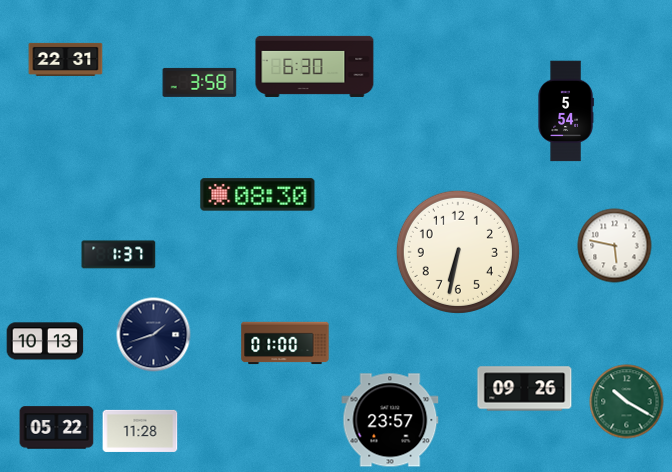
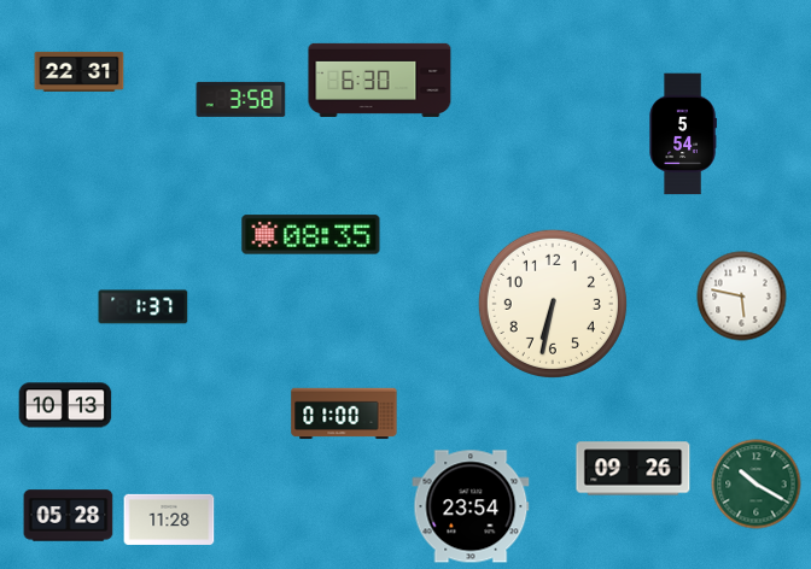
clock at (258, 195): 08:30 -> 08:35
clock at (154, 335): 1:42 -> none
clock at (45, 341) position: (45, 341) -> (65, 405)
clock at (390, 420): 23:57 -> 23:54
clock at (57, 428): 05:22 -> 05:28
